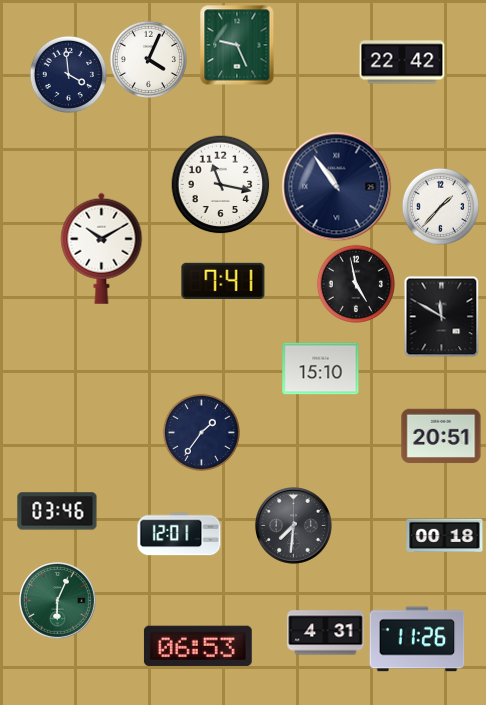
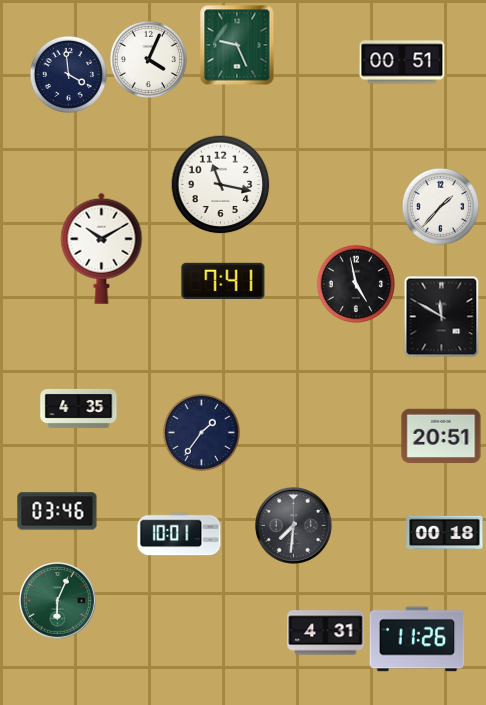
clock at (402, 62): 22:42 -> 00:51
clock at (337, 187): 10:54 -> none
clock at (321, 369): 15:10 -> none
clock at (79, 409): none -> 4:35
clock at (179, 534): 12:01 -> 10:01
clock at (445, 535) position: (445, 535) -> (445, 532)
clock at (198, 645): 06:53 -> none
